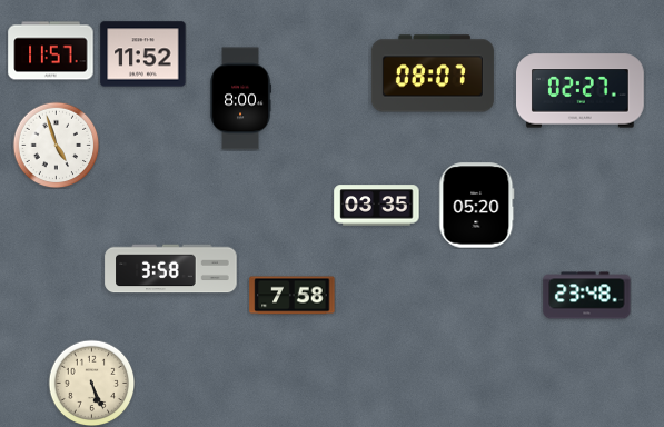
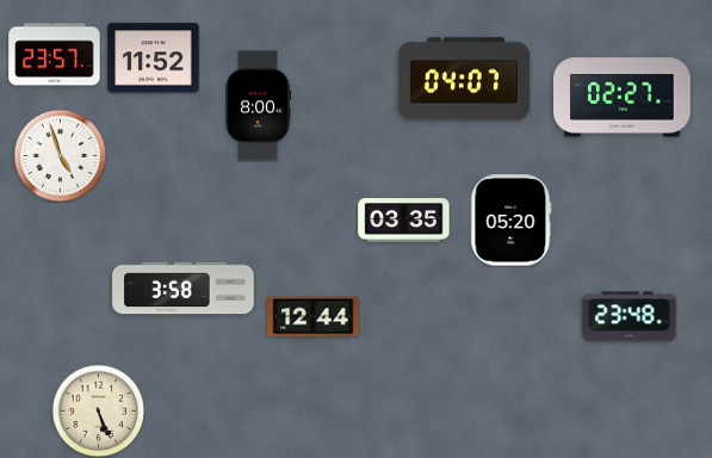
clock at (51, 51): 11:57 -> 23:57
clock at (433, 73): 08:07 -> 04:07
clock at (293, 296): 7:58 -> 12:44
